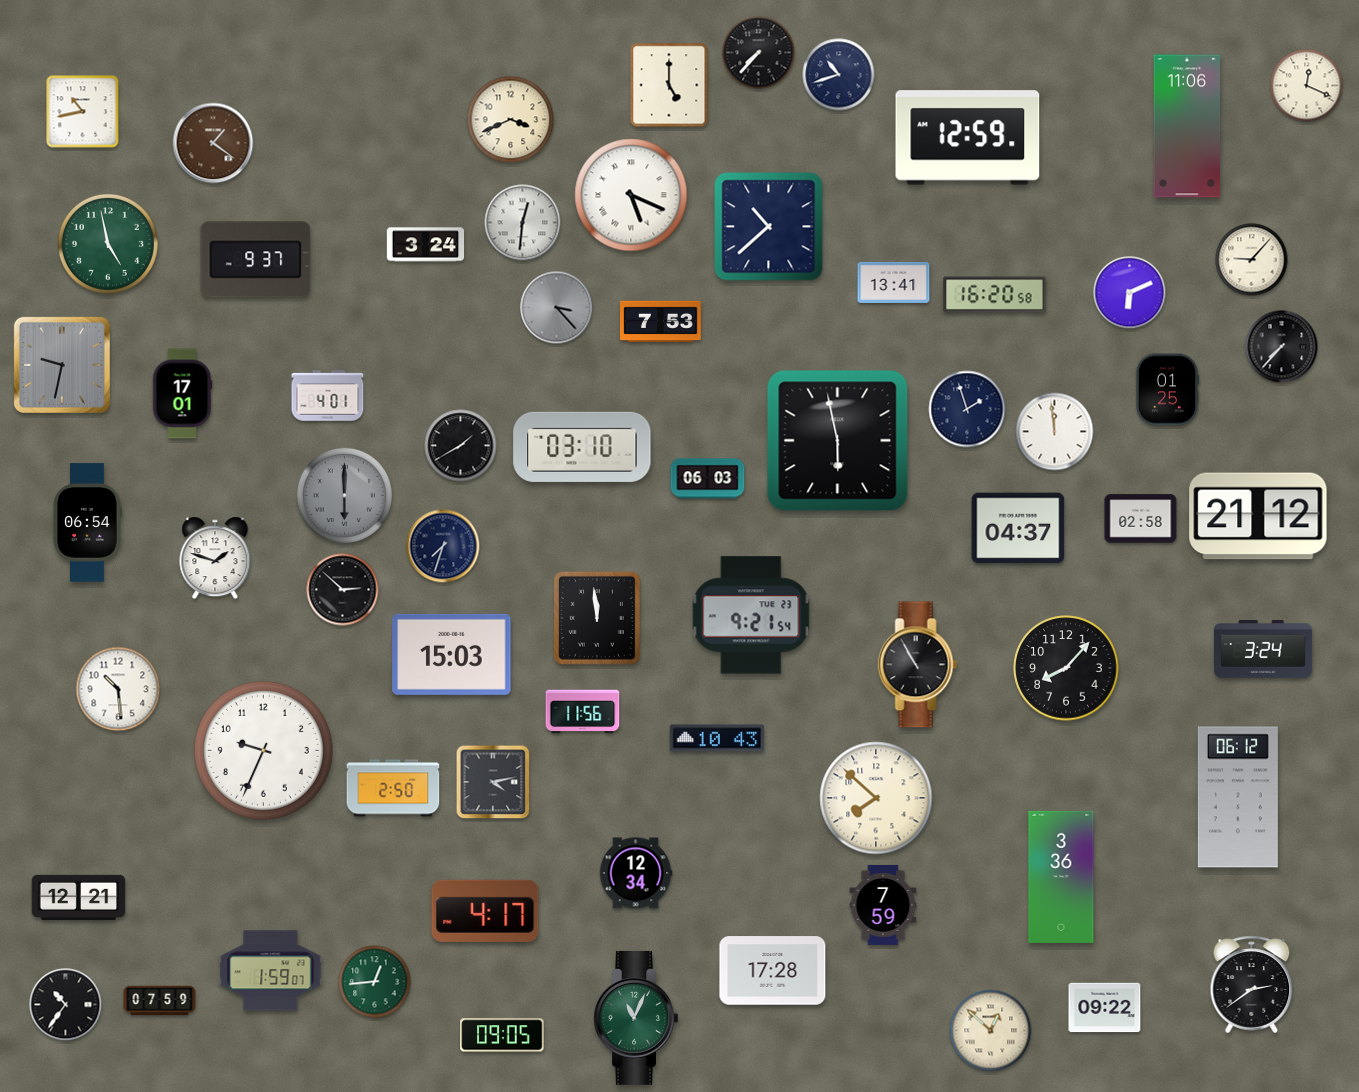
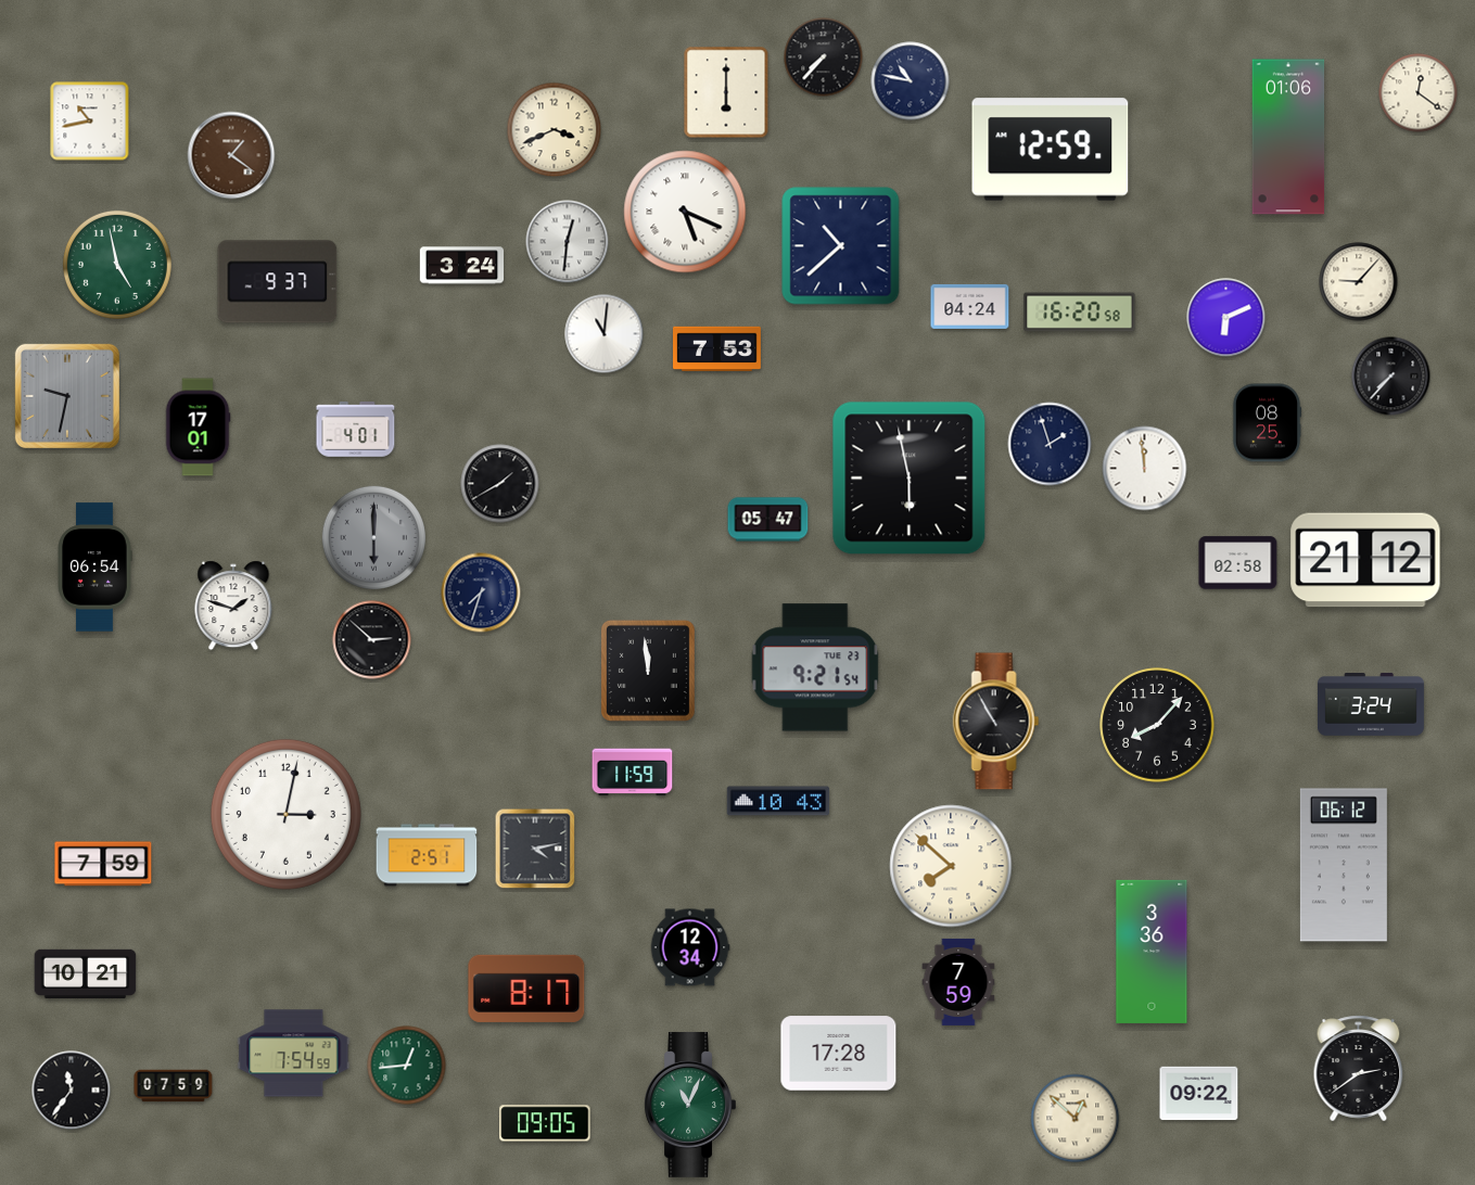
clock at (839, 75): 10:42 -> 10:47
clock at (669, 85): 5:00 -> 6:00
clock at (1307, 86): 12:19 -> 12:21
clock at (1187, 126): 11:06 -> 01:06
clock at (769, 227) position: (769, 227) -> (841, 246)
clock at (894, 282): 13:41 -> 04:24
clock at (995, 295) position: (995, 295) -> (1080, 313)
clock at (557, 308): 3:23 -> 11:01
clock at (557, 308) dial: grey -> white
clock at (1167, 390): 01:25 -> 08:25
clock at (582, 447): 03:10 -> none
clock at (708, 479): 06:03 -> 05:47
clock at (1018, 528): 04:37 -> none
clock at (452, 654): 15:03 -> none
clock at (118, 689): 10:29 -> none
clock at (583, 712): 11:56 -> 11:59
clock at (263, 750): 9:34 -> 3:02
clock at (393, 788): 2:50 -> 2:51
clock at (103, 864): none -> 7:59
clock at (79, 898): 12:21 -> 10:21
clock at (485, 911): 4:17 -> 8:17
clock at (271, 971): 1:59 -> 7:54
clock at (66, 1005): 10:36 -> 11:36
